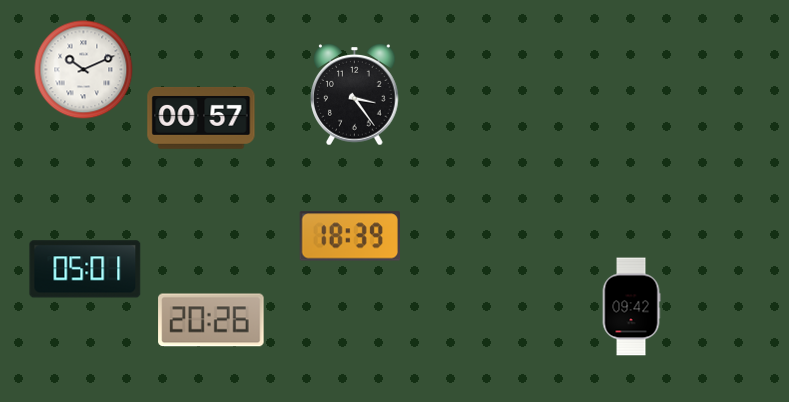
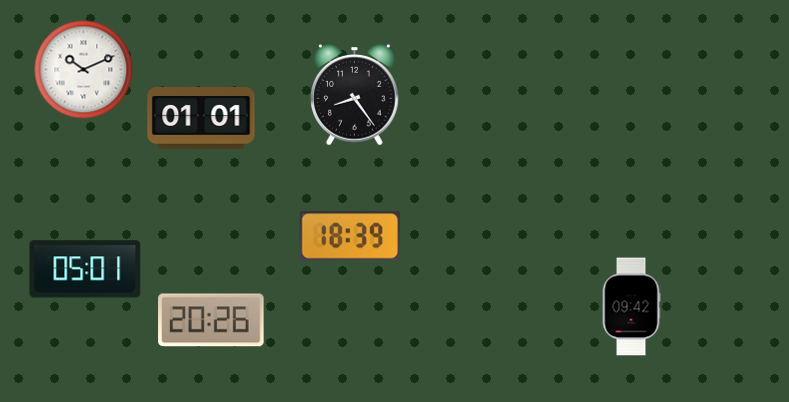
clock at (355, 95): 3:24 -> 8:24
clock at (201, 118): 00:57 -> 01:01
